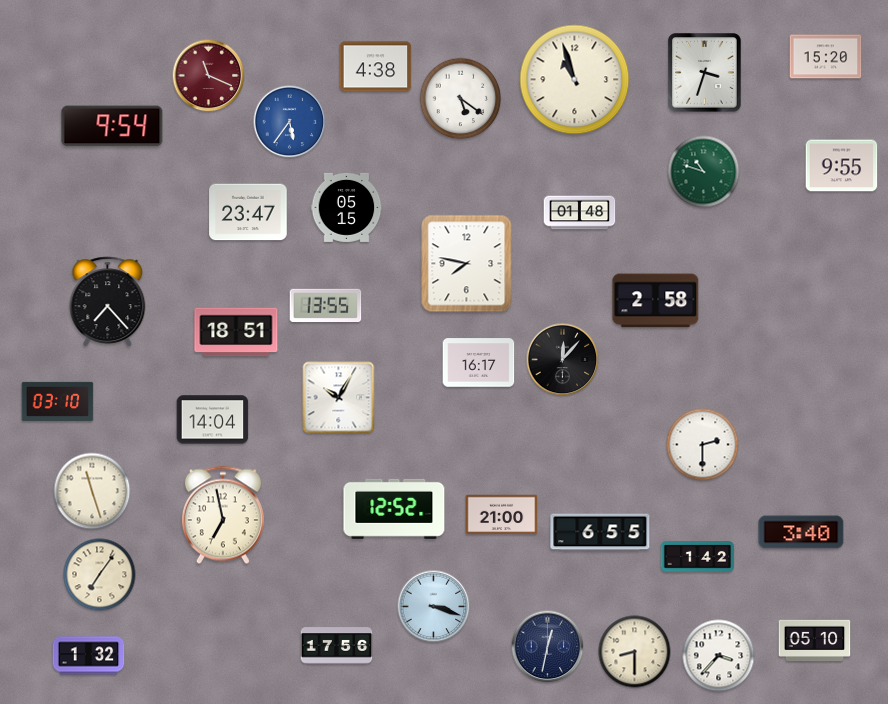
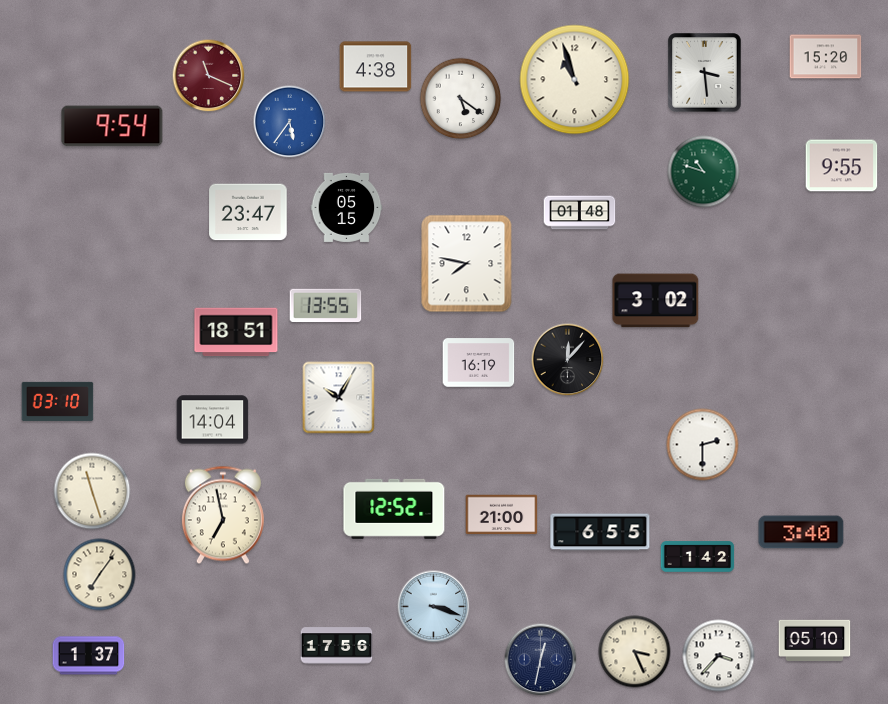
clock at (705, 73): 3:33 -> 3:29
clock at (656, 301): 2:58 -> 3:02
clock at (108, 302): 7:23 -> none
clock at (563, 360) position: (563, 360) -> (568, 360)
clock at (479, 363): 16:17 -> 16:19
clock at (548, 647) position: (548, 647) -> (541, 660)
clock at (635, 652): 8:30 -> 3:26
clock at (89, 656): 1:32 -> 1:37
